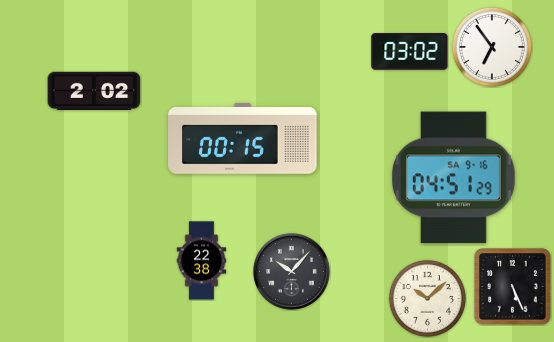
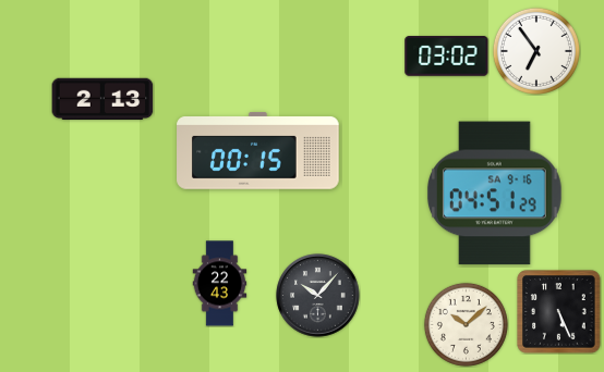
clock at (94, 90): 2:02 -> 2:13
clock at (243, 138) position: (243, 138) -> (258, 150)
clock at (202, 261): 22:38 -> 22:43
